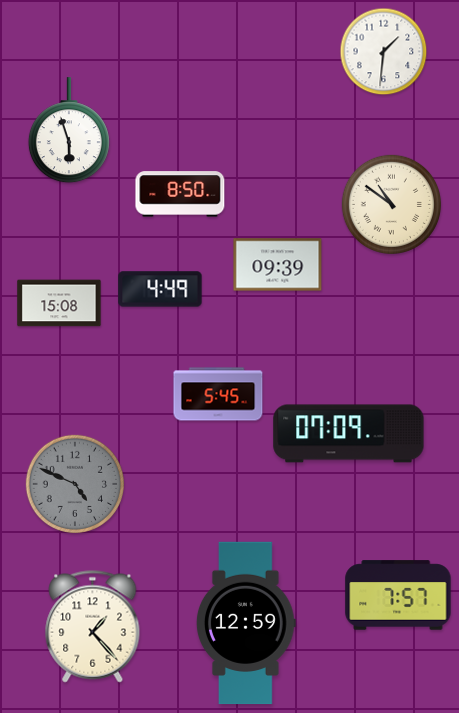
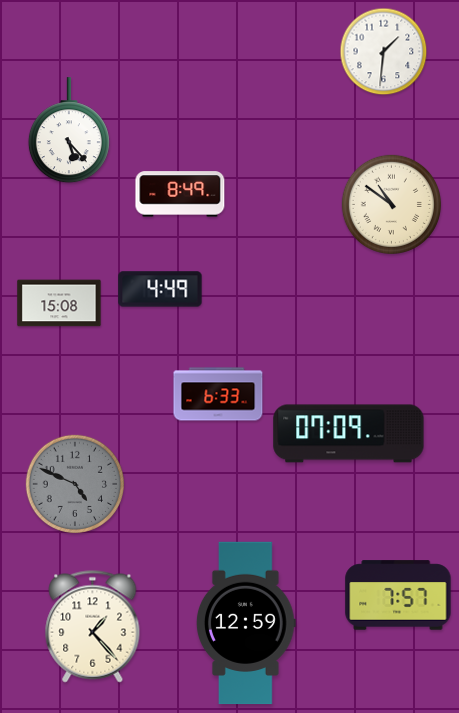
clock at (69, 131): 5:57 -> 5:23
clock at (180, 194): 8:50 -> 8:49
clock at (278, 265): 09:39 -> none
clock at (218, 394): 5:45 -> 6:33
